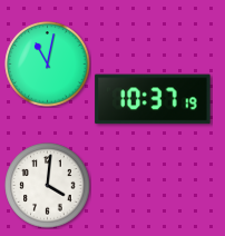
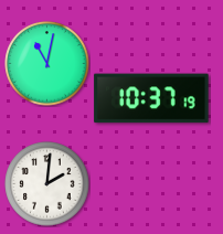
clock at (48, 186): 4:01 -> 2:01
